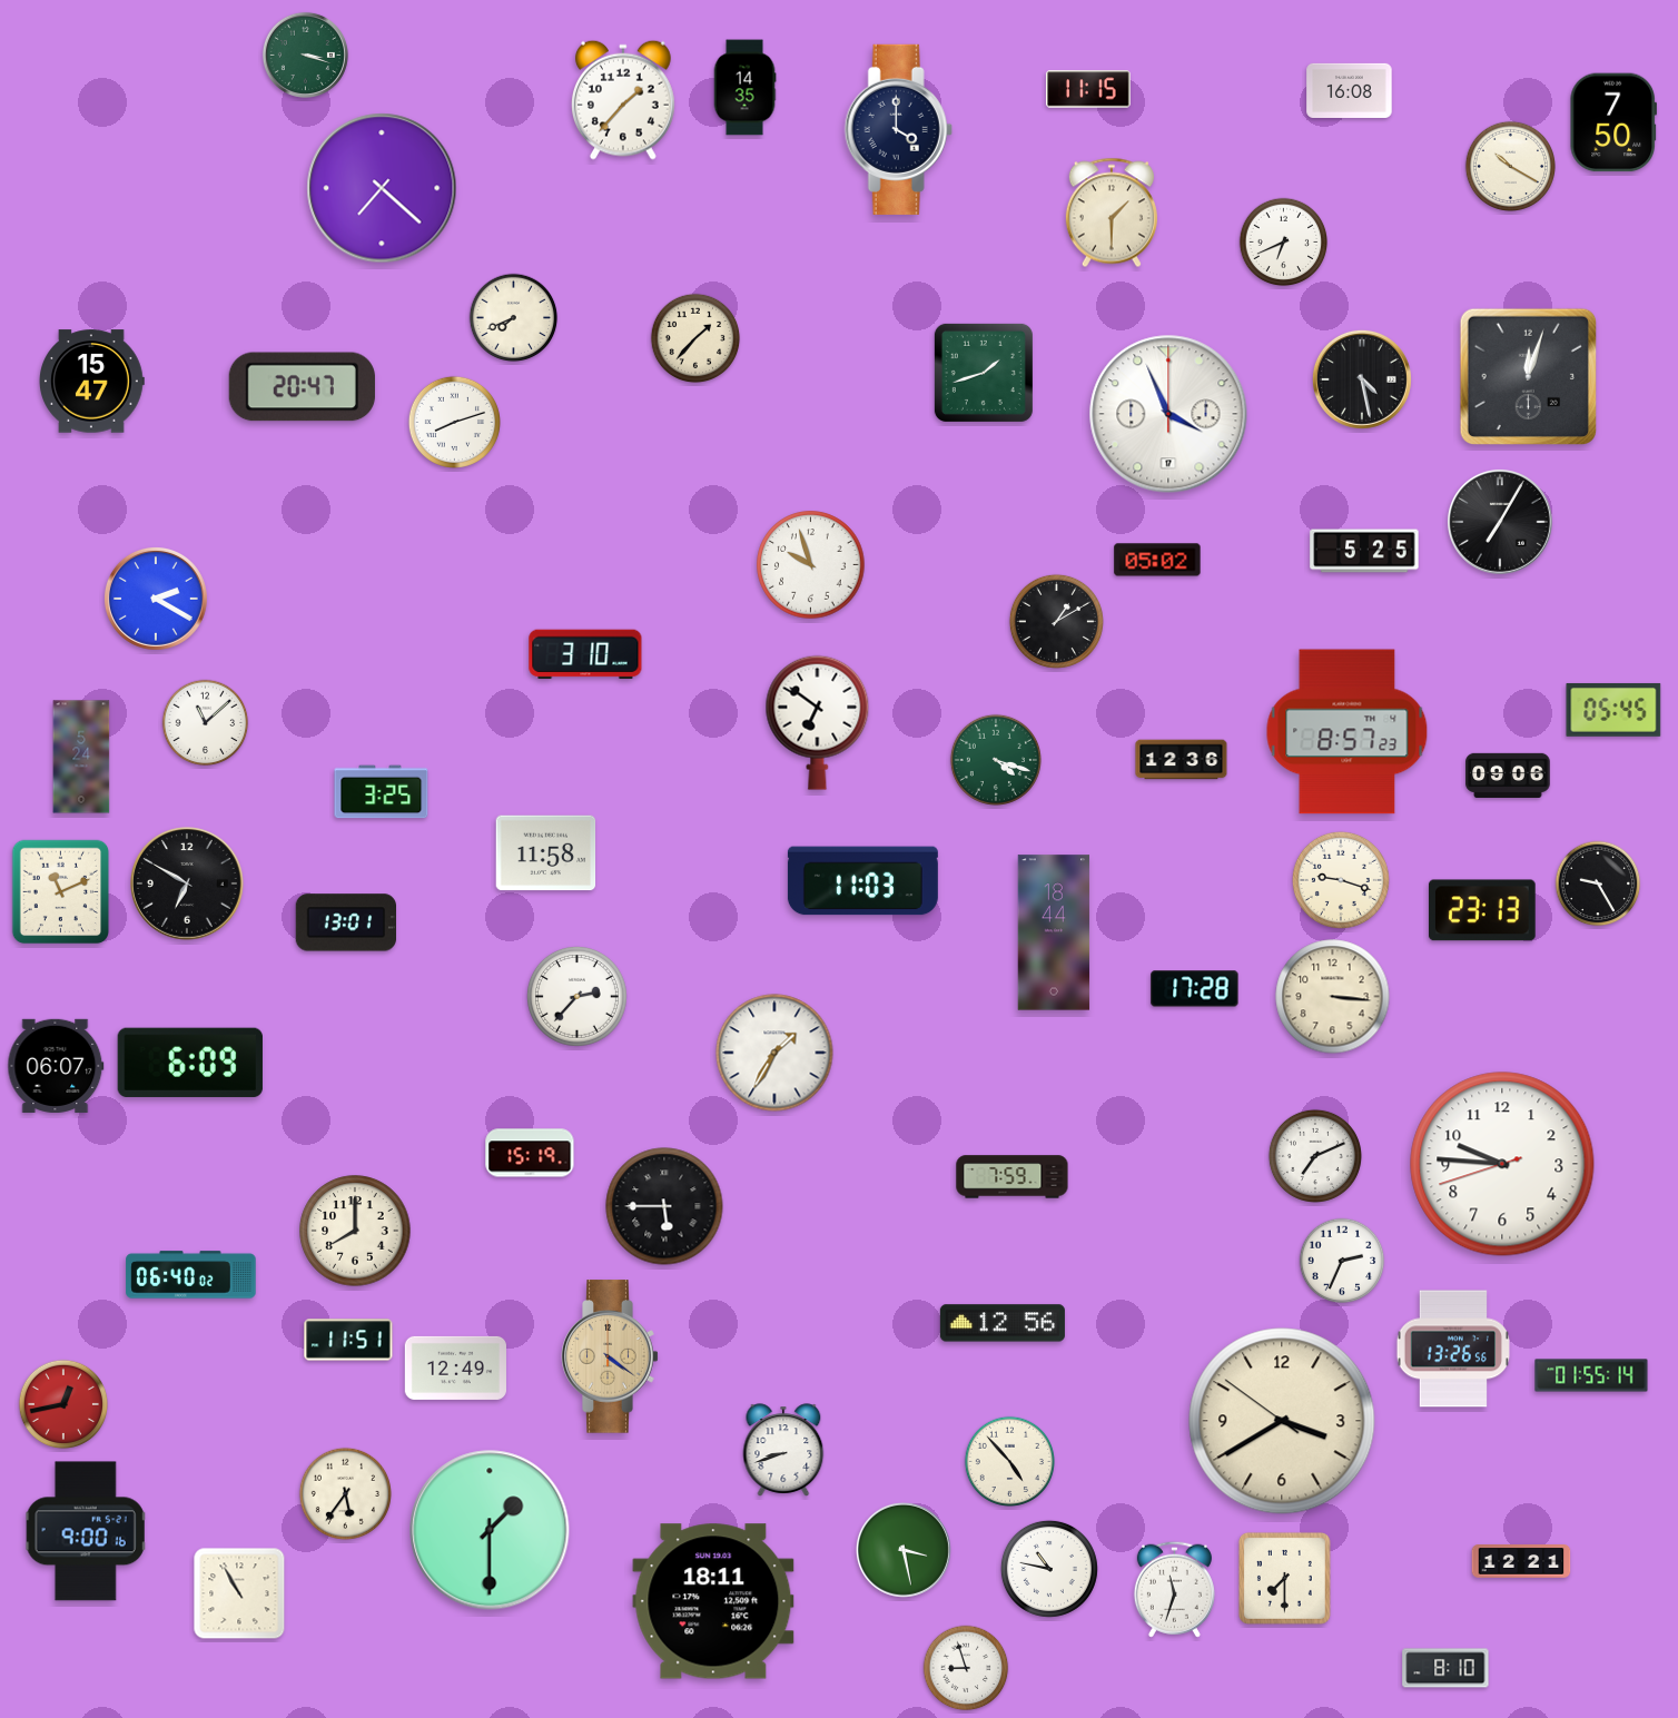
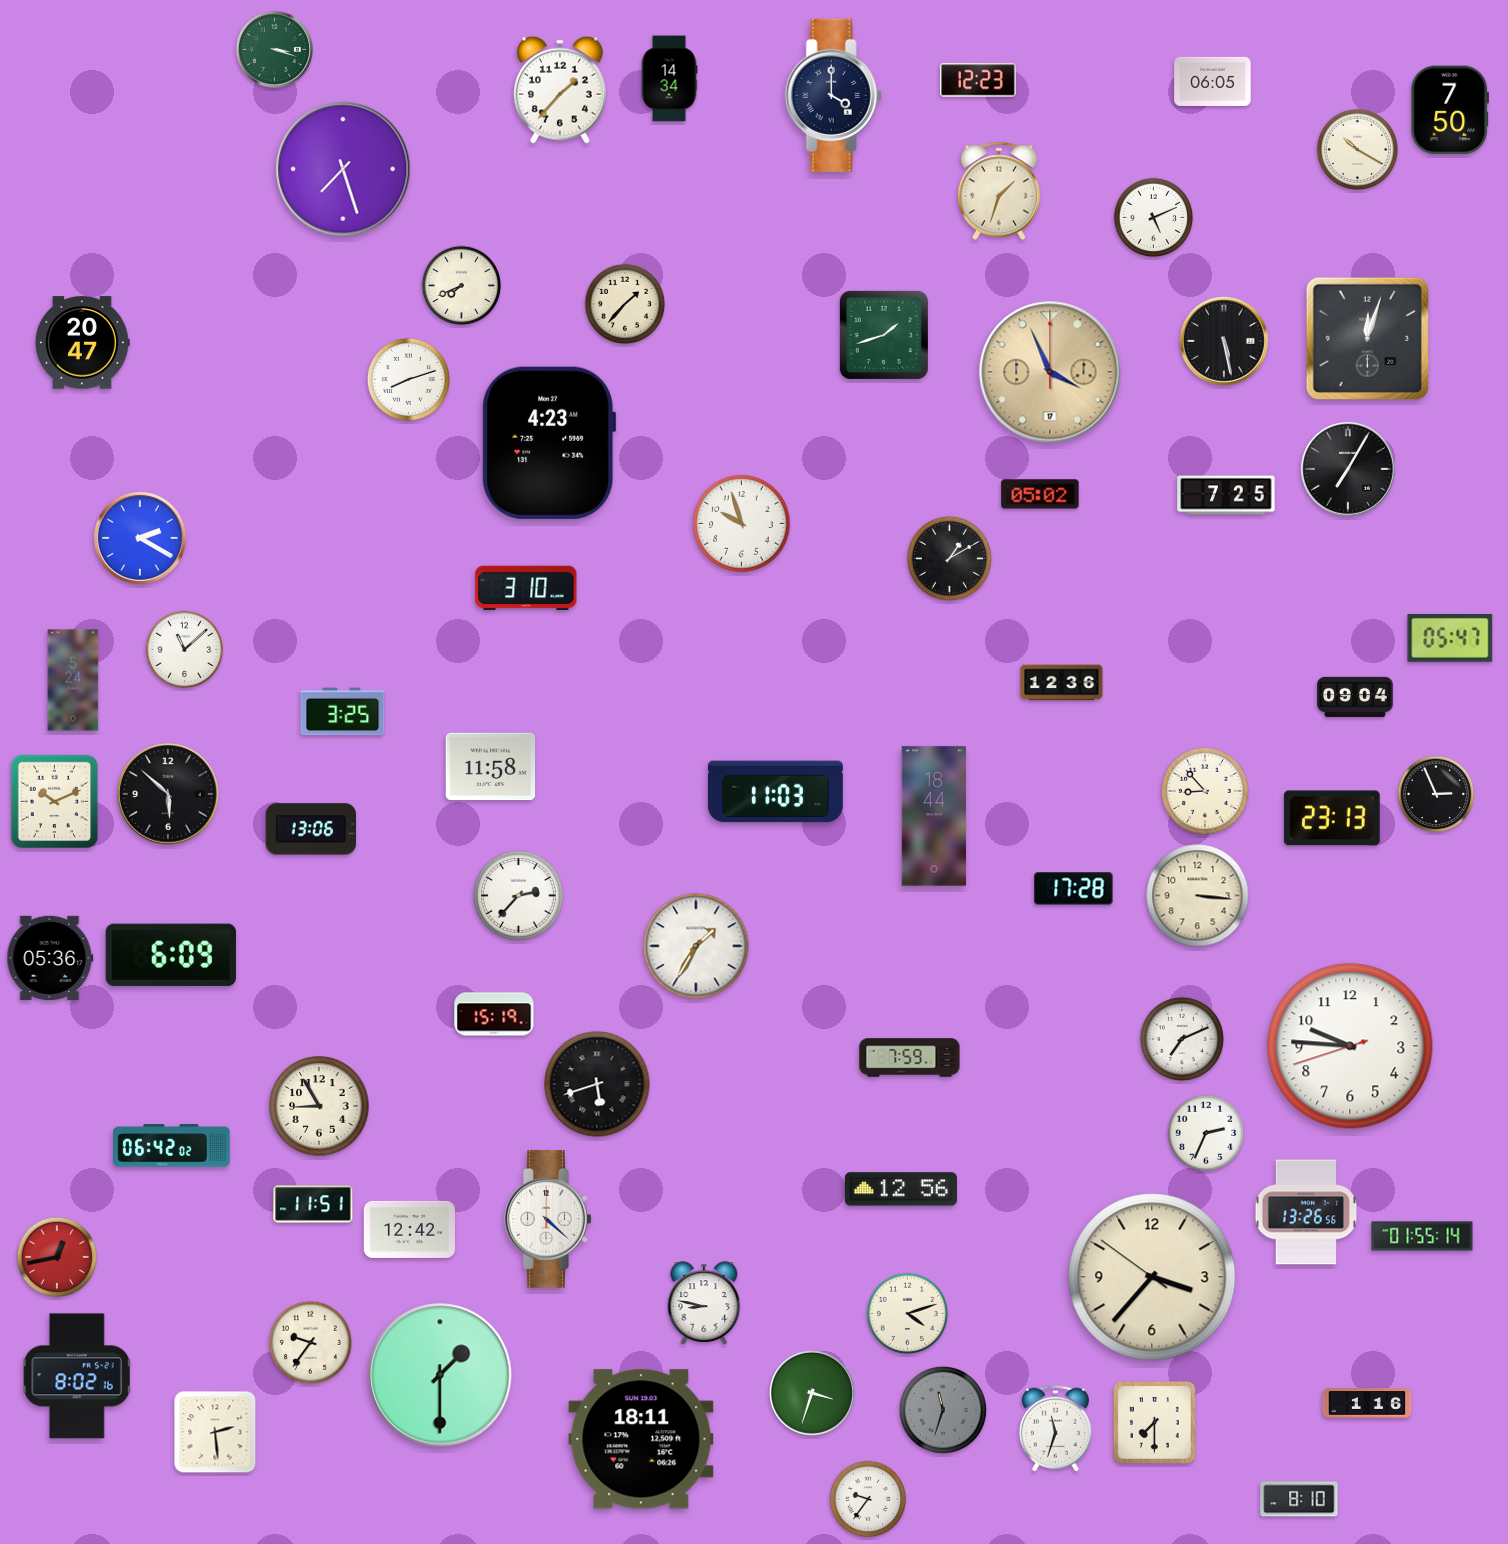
clock at (744, 88): 14:35 -> 14:34
clock at (1088, 89): 11:15 -> 12:23
clock at (1350, 90): 16:08 -> 06:05
clock at (898, 129) position: (898, 129) -> (833, 95)
clock at (382, 188): 7:22 -> 7:27
clock at (1112, 213): 1:30 -> 1:33
clock at (1284, 243): 6:41 -> 5:11
clock at (1528, 376) position: (1528, 376) -> (1367, 338)
clock at (1362, 379): 4:28 -> 5:28
clock at (92, 382): 15:47 -> 20:47
clock at (302, 387): 20:47 -> none
clock at (1168, 414) dial: white -> champagne
clock at (549, 443): none -> 4:23
clock at (1364, 551): 5:25 -> 7:25
clock at (1157, 560) position: (1157, 560) -> (1040, 494)
clock at (811, 565) position: (811, 565) -> (742, 524)
clock at (1613, 710): 05:45 -> 05:47
clock at (818, 722): 6:51 -> none
clock at (1348, 732): 8:57 -> none
clock at (995, 759): 4:18 -> none
clock at (1508, 776): 09:06 -> 09:04
clock at (1341, 880): 9:18 -> 8:53
clock at (1598, 883): 9:25 -> 2:56
clock at (188, 885): 6:50 -> 5:52
clock at (61, 892): 11:11 -> 10:11
clock at (345, 922): 13:01 -> 13:06
clock at (1054, 932) position: (1054, 932) -> (934, 816)
clock at (56, 1066): 06:07 -> 05:36
clock at (530, 1153) position: (530, 1153) -> (494, 1014)
clock at (664, 1206): 5:45 -> 5:42
clock at (355, 1231): 8:00 -> 8:55
clock at (191, 1275): 06:40 -> 06:42
clock at (610, 1356): 4:21 -> 4:22
clock at (610, 1356) dial: champagne -> white
clock at (455, 1368): 12:49 -> 12:42
clock at (1591, 1375) position: (1591, 1375) -> (1422, 1236)
clock at (63, 1404) position: (63, 1404) -> (57, 1257)
clock at (1282, 1421): 3:39 -> 3:36
clock at (783, 1450): 8:42 -> 8:47
clock at (1009, 1461): 4:53 -> 4:12
clock at (345, 1493): 5:36 -> 9:36
clock at (86, 1531): 9:00 -> 8:02
clock at (904, 1550): 3:28 -> 3:33
clock at (1521, 1561): 12:21 -> 1:16
clock at (1049, 1569): 10:47 -> 11:33
clock at (1049, 1569) dial: white -> grey
clock at (1284, 1578) position: (1284, 1578) -> (1154, 1422)
clock at (239, 1593): 10:55 -> 2:29
clock at (966, 1668): 8:57 -> 9:36
